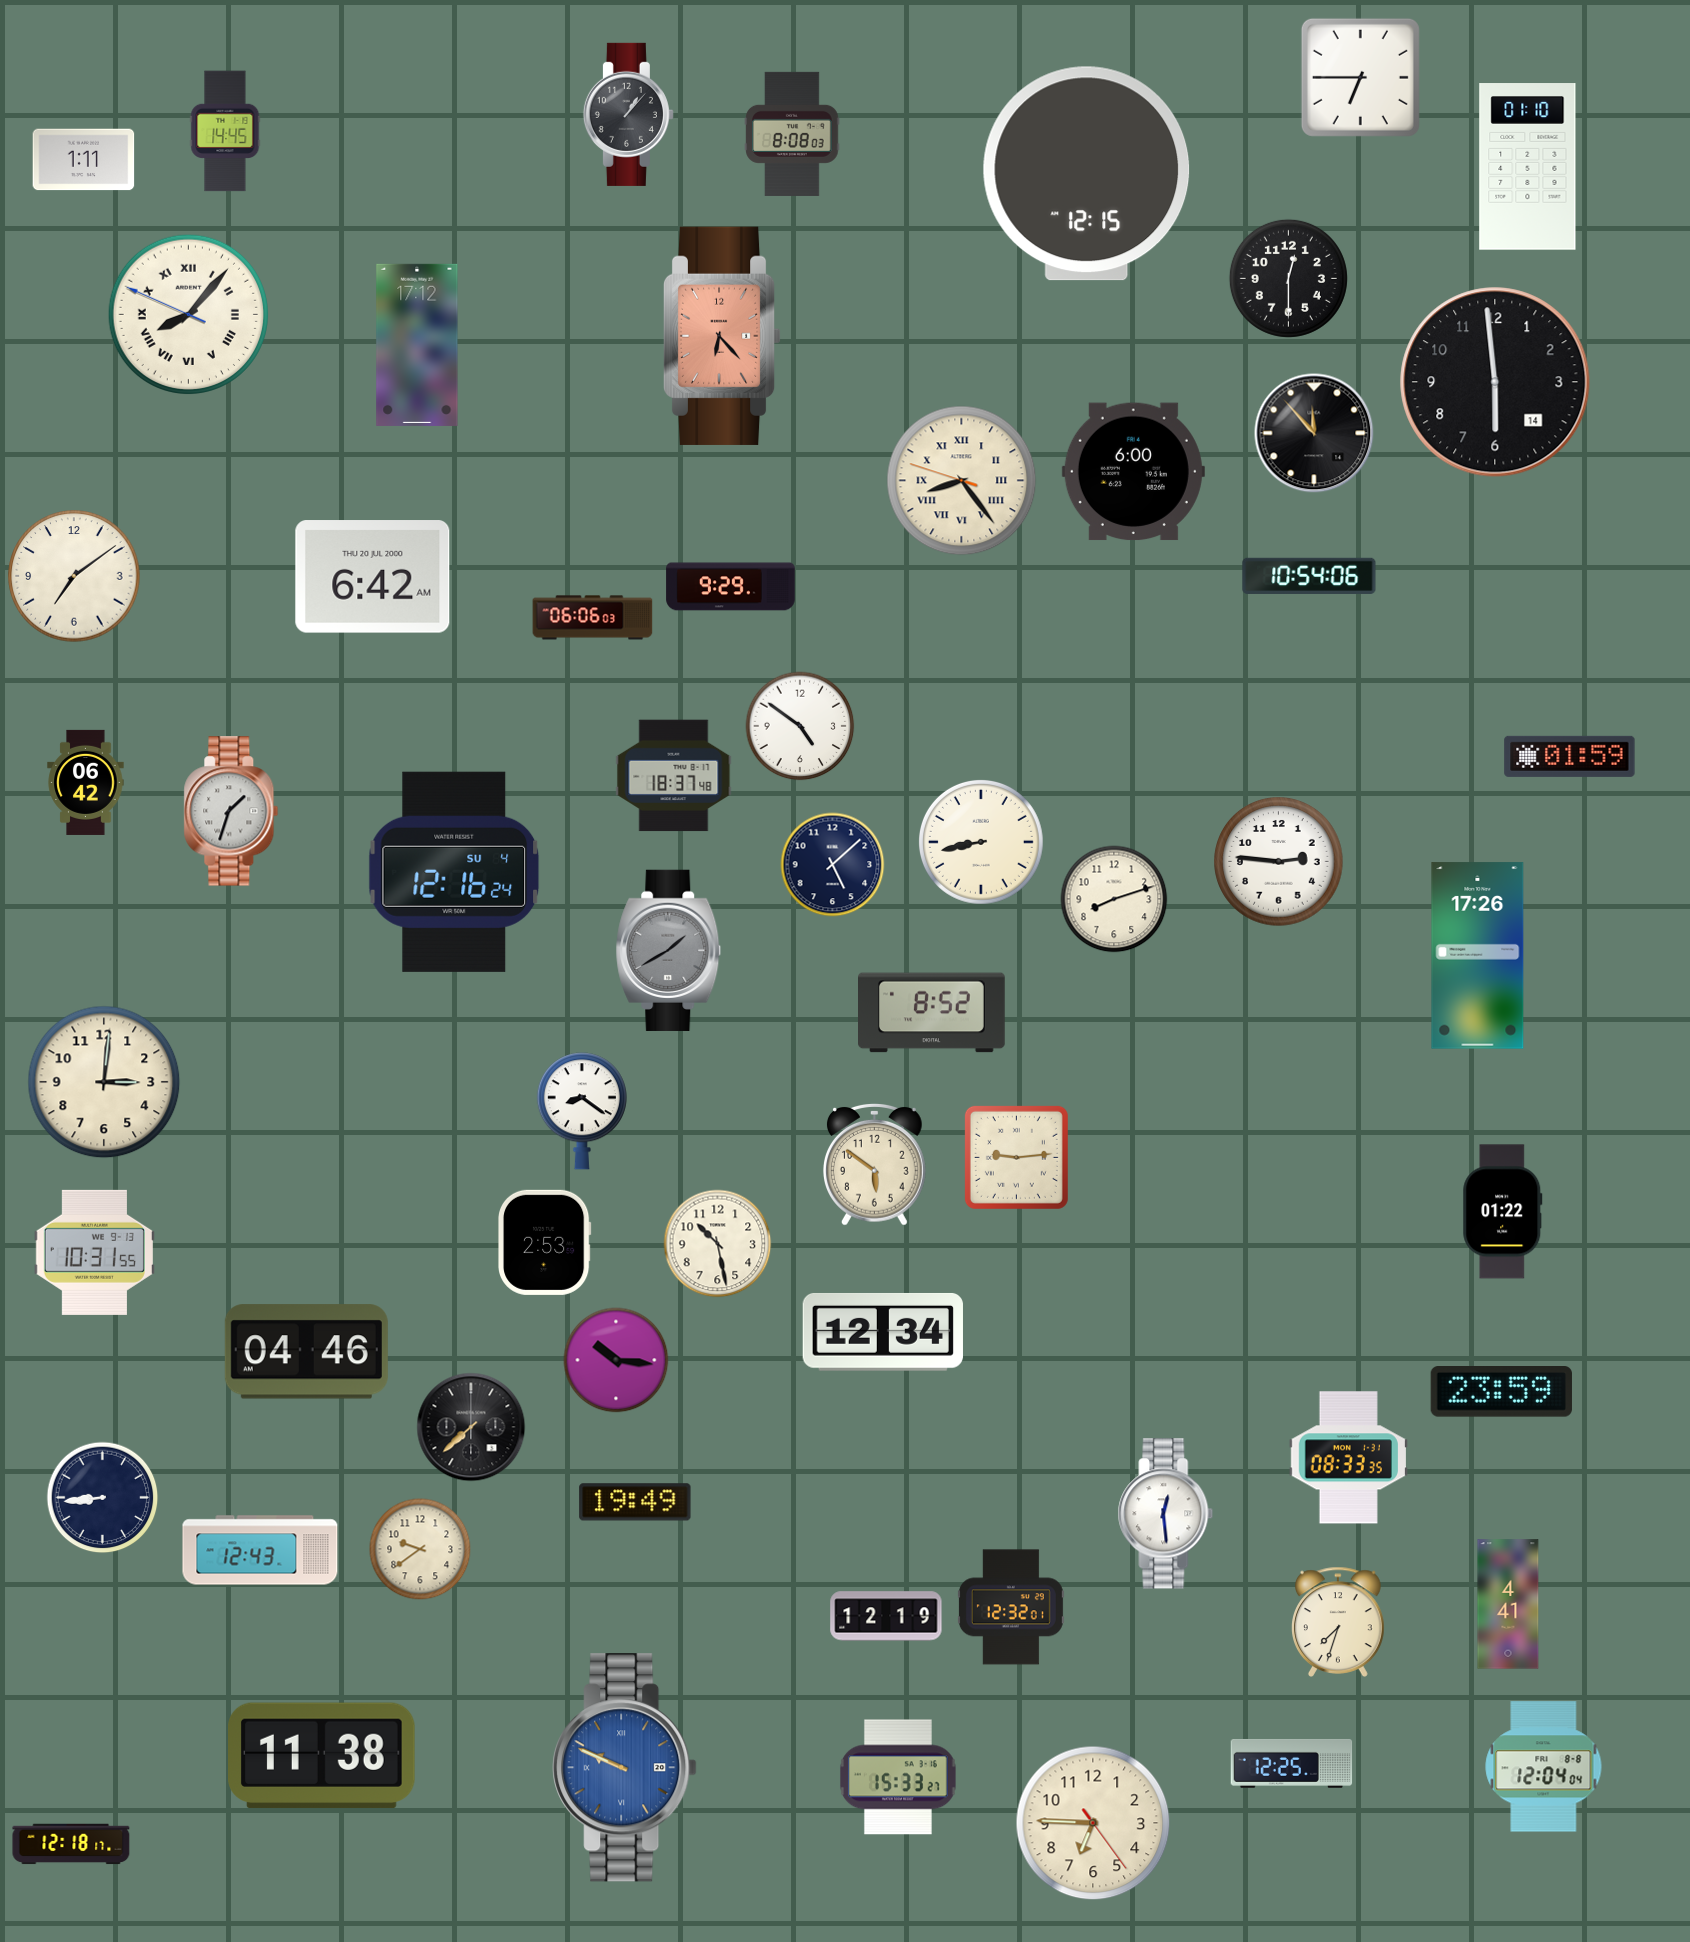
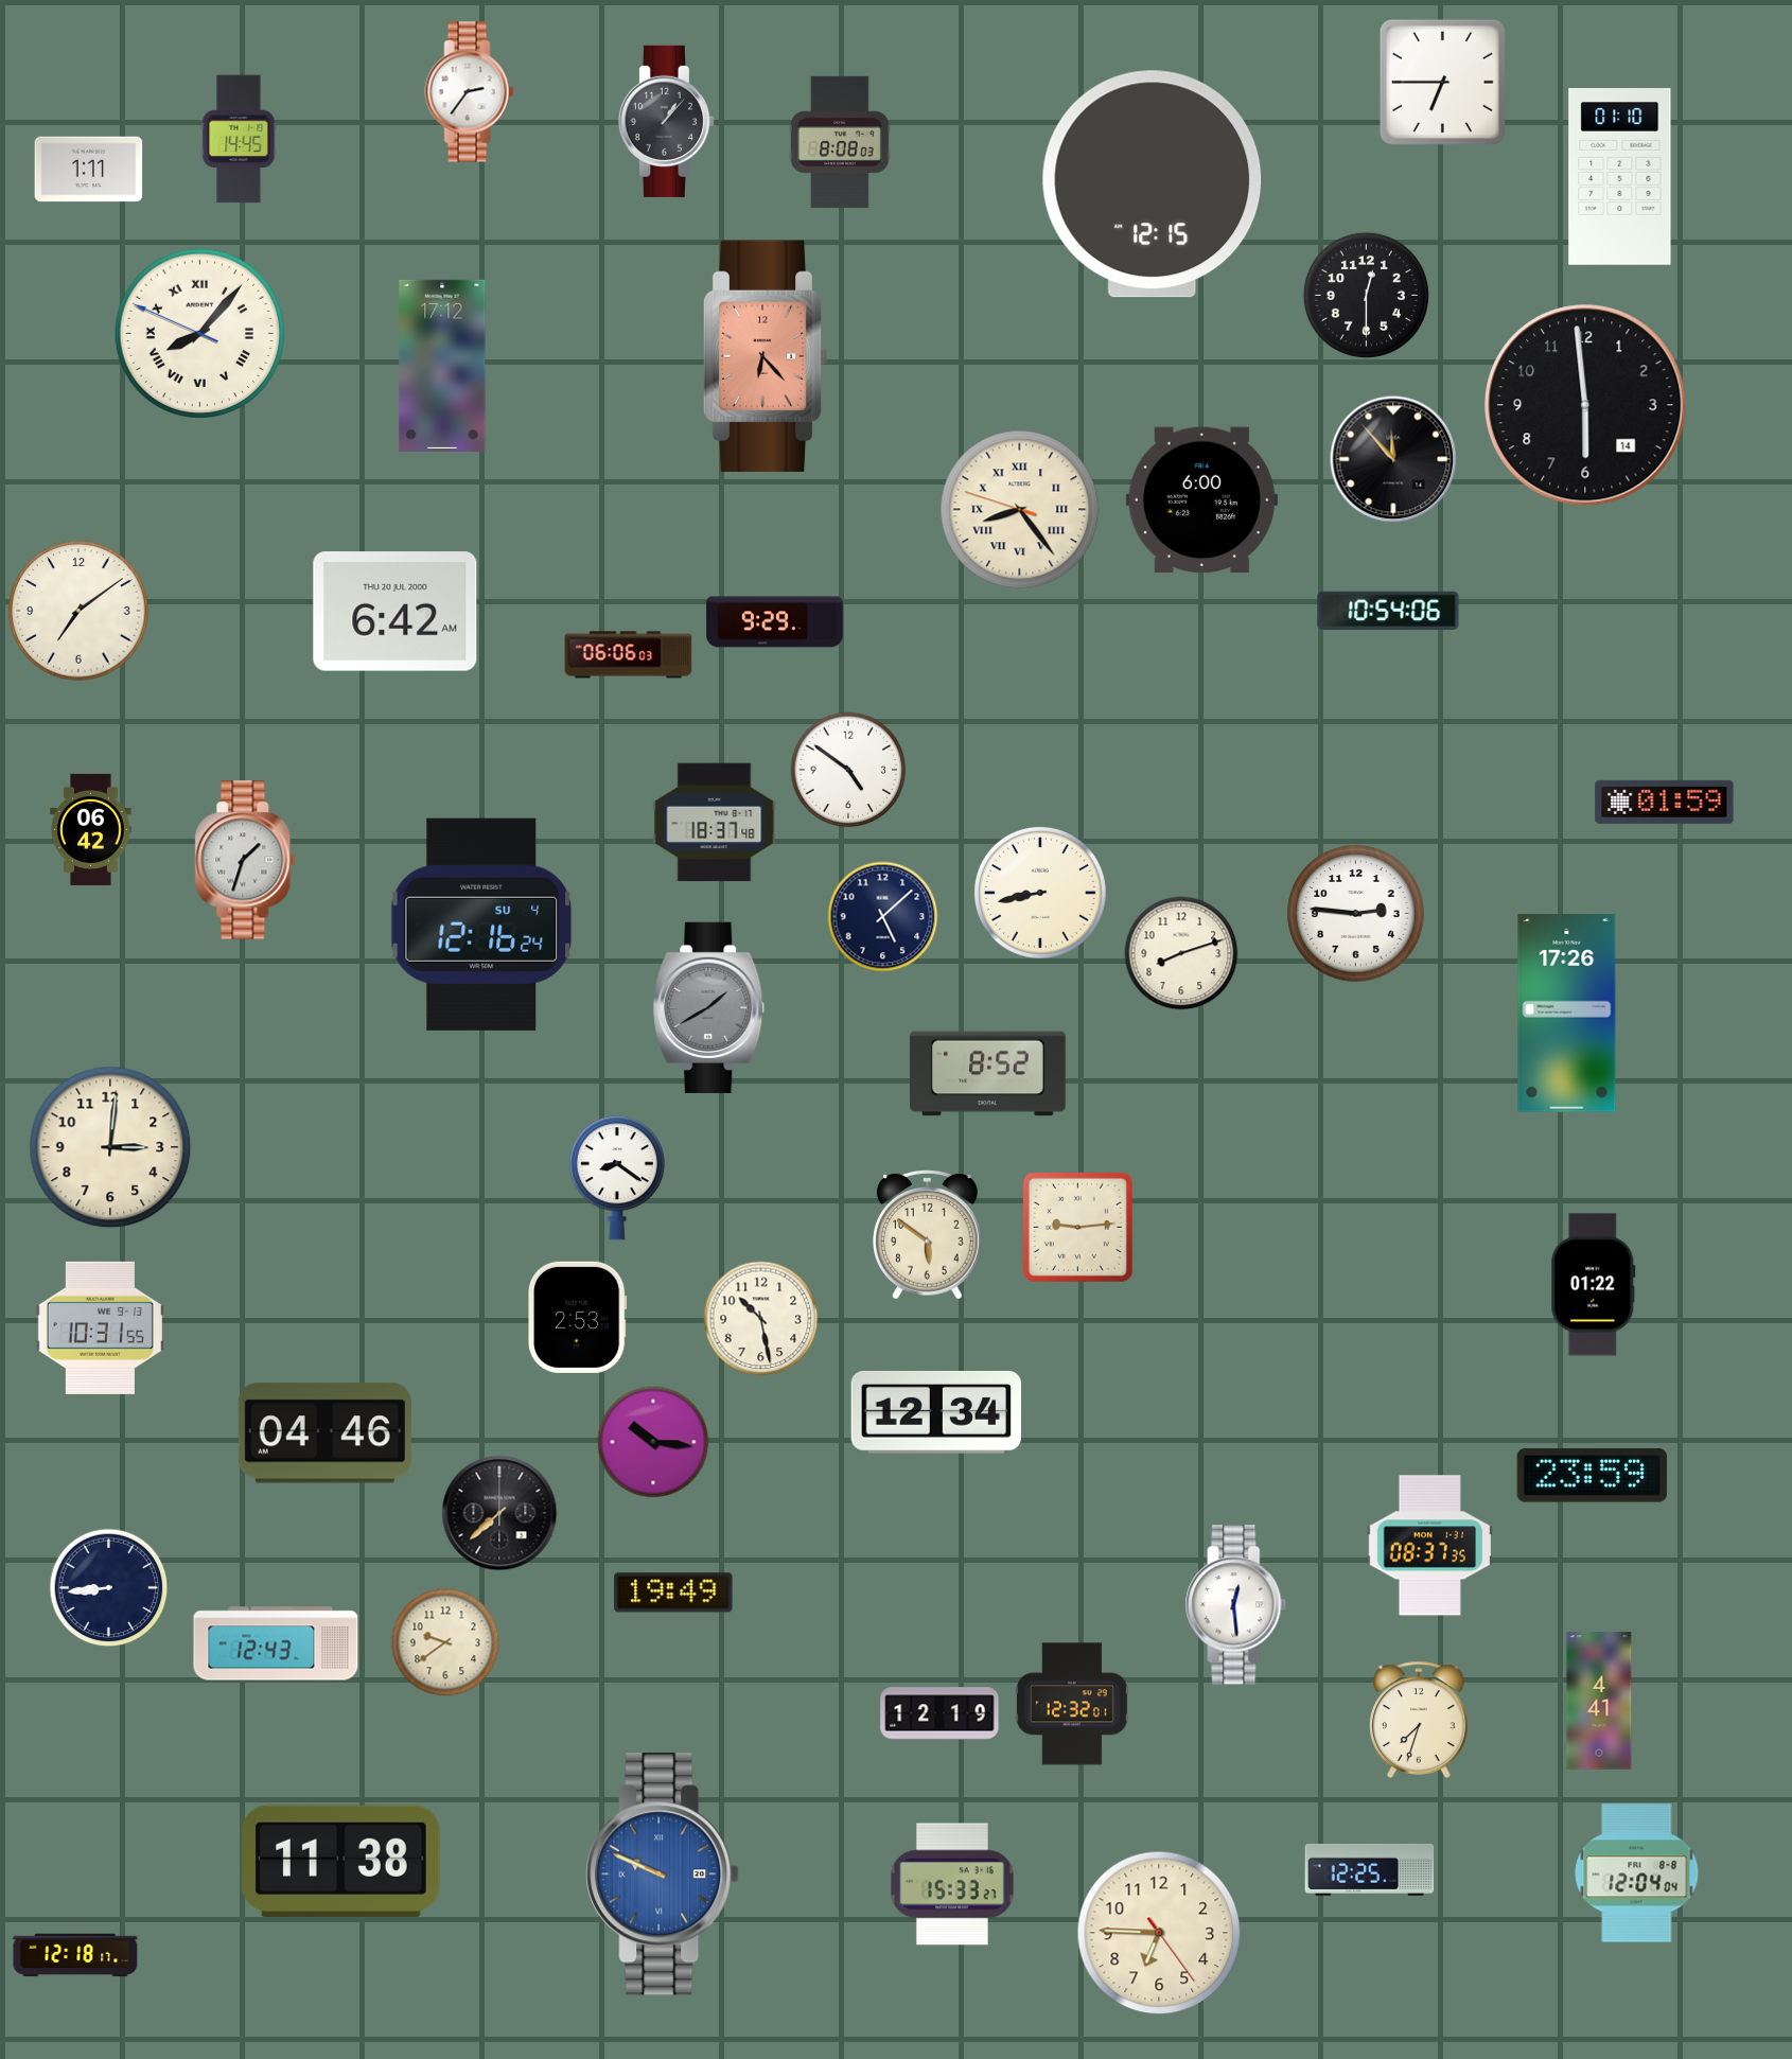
clock at (470, 92): none -> 2:36
clock at (1348, 1458): 08:33 -> 08:37
